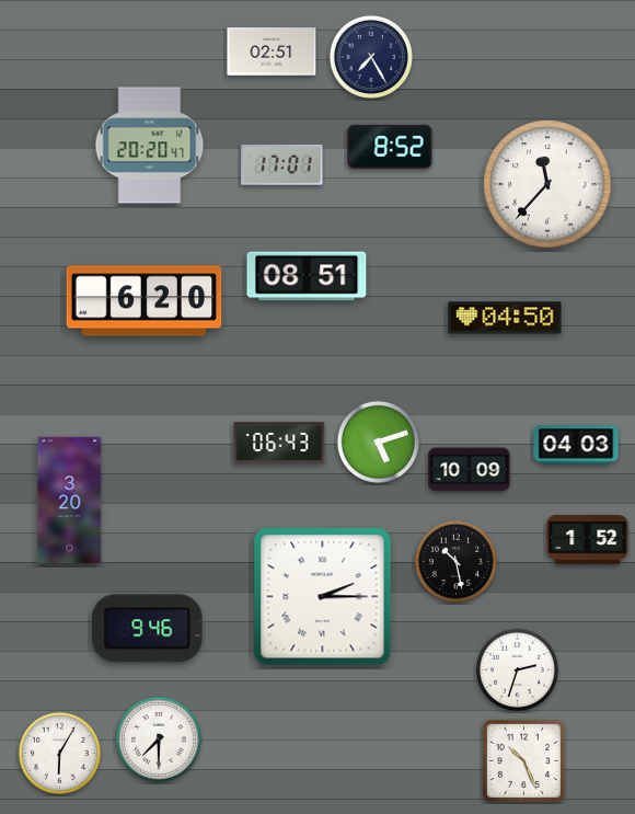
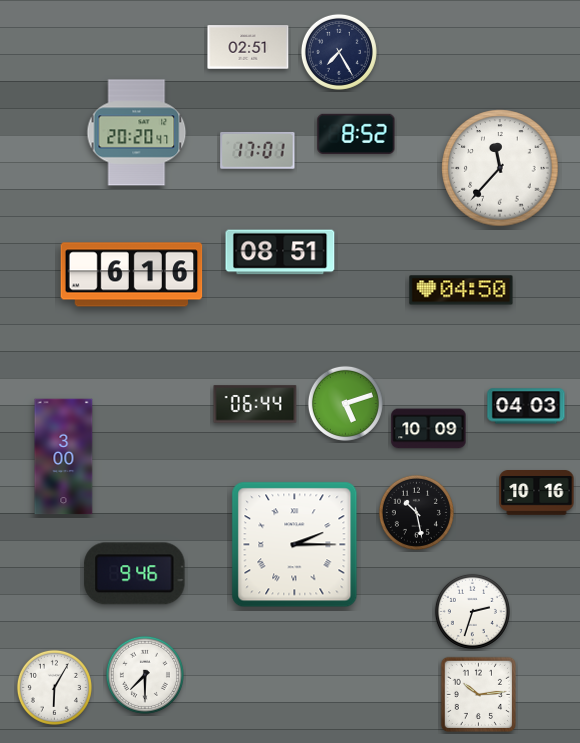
clock at (145, 301): 6:20 -> 6:16
clock at (279, 443): 06:43 -> 06:44
clock at (70, 501): 3:20 -> 3:00
clock at (588, 540): 1:52 -> 10:16
clock at (523, 760): 10:26 -> 10:14
